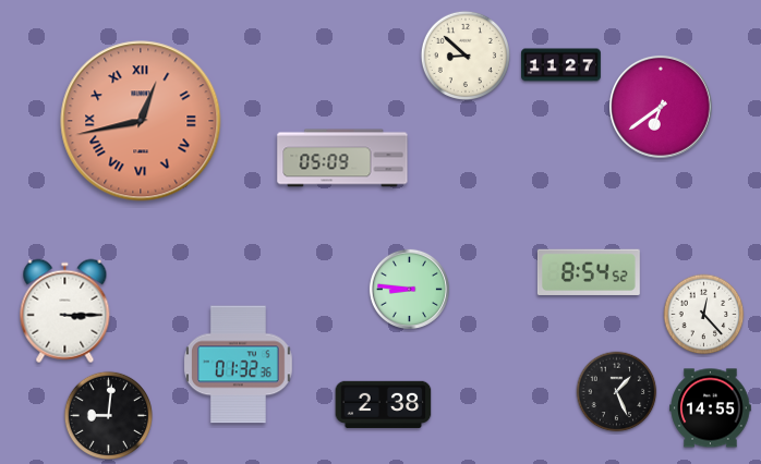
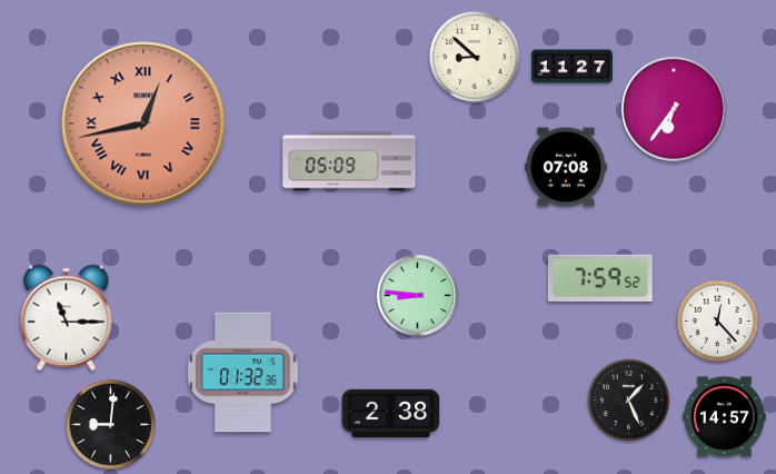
clock at (662, 108): 6:39 -> 6:36
clock at (567, 167): none -> 07:08
clock at (589, 271): 8:54 -> 7:59
clock at (65, 312): 3:15 -> 11:15
clock at (711, 408): 14:55 -> 14:57
